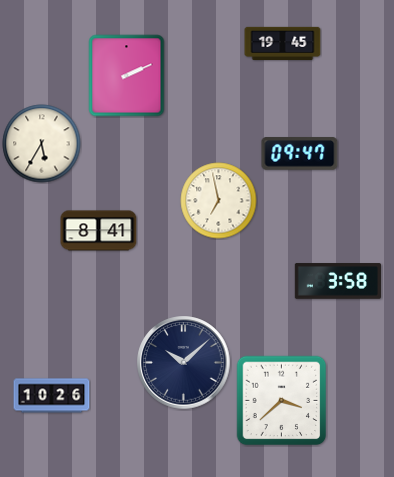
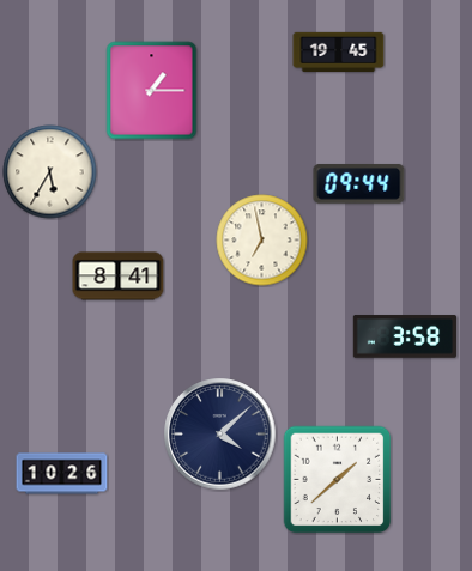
clock at (127, 76): 2:11 -> 1:15
clock at (300, 154): 09:47 -> 09:44
clock at (184, 363): 10:08 -> 4:08
clock at (282, 401): 3:38 -> 1:38
